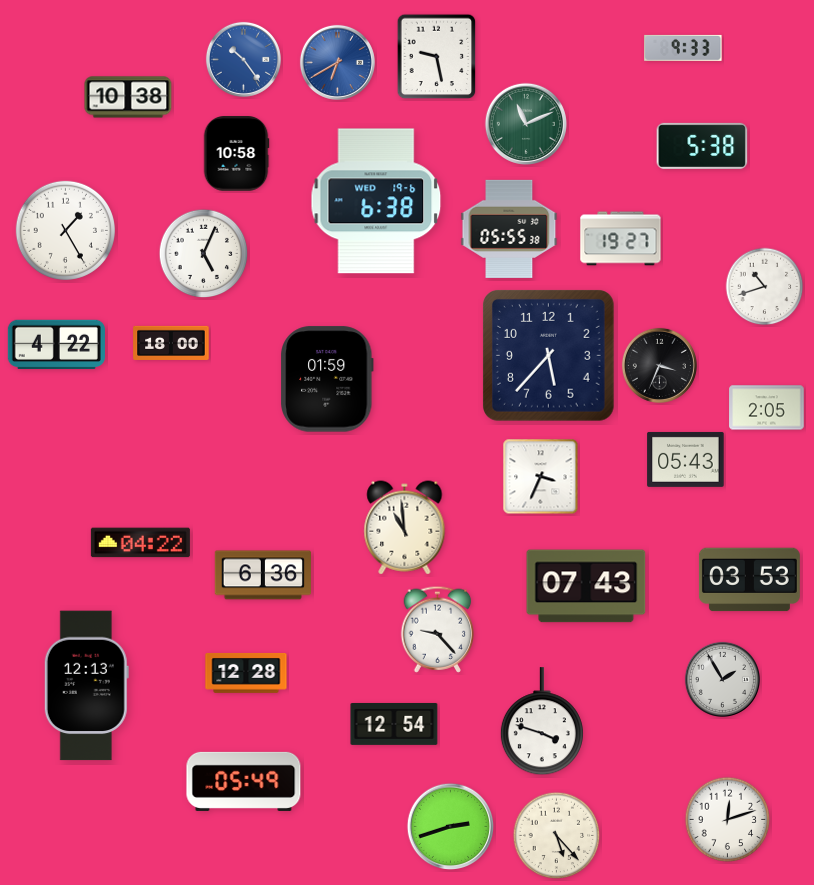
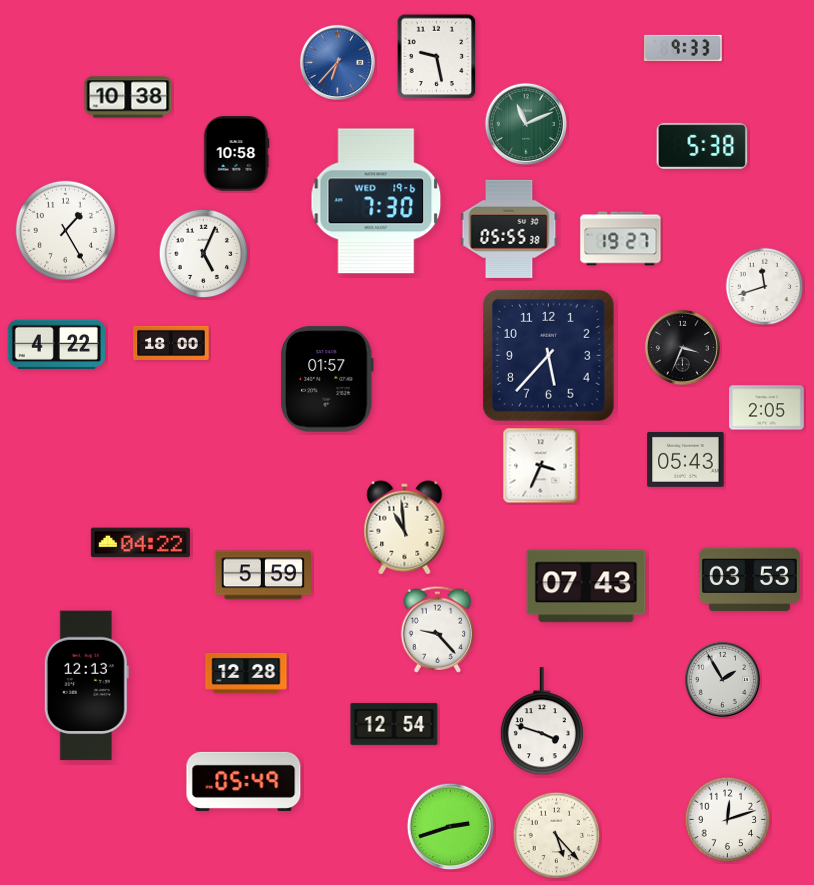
clock at (243, 59): 10:24 -> none
clock at (337, 62): 6:40 -> 6:37
clock at (376, 201): 6:38 -> 7:30
clock at (765, 287): 10:42 -> 11:42
clock at (659, 365) position: (659, 365) -> (682, 347)
clock at (328, 379): 01:59 -> 01:57
clock at (541, 477) position: (541, 477) -> (541, 466)
clock at (262, 575): 6:36 -> 5:59
